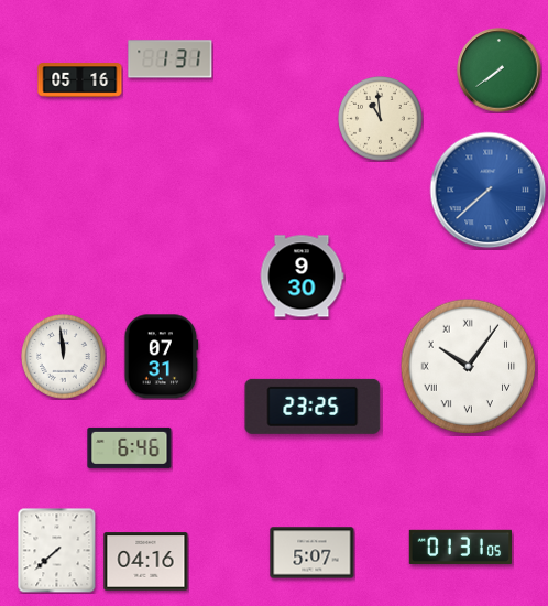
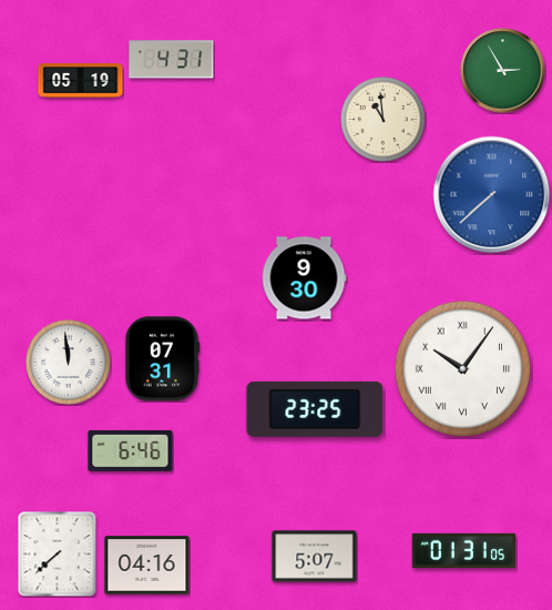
clock at (171, 59): 1:31 -> 4:31
clock at (500, 71): 7:39 -> 2:55
clock at (80, 80): 05:16 -> 05:19
clock at (489, 191) position: (489, 191) -> (492, 195)
clock at (64, 357) position: (64, 357) -> (69, 363)
clock at (469, 367) position: (469, 367) -> (463, 369)
